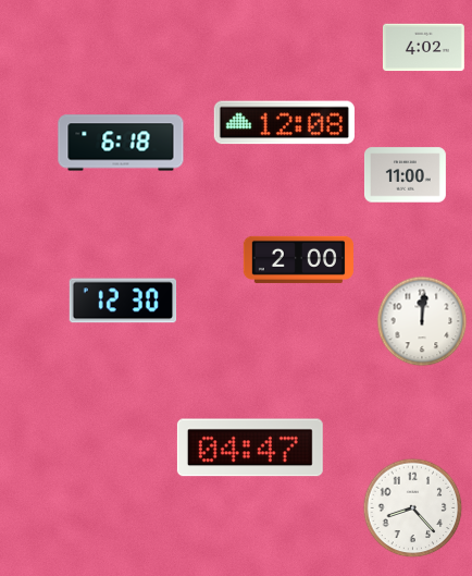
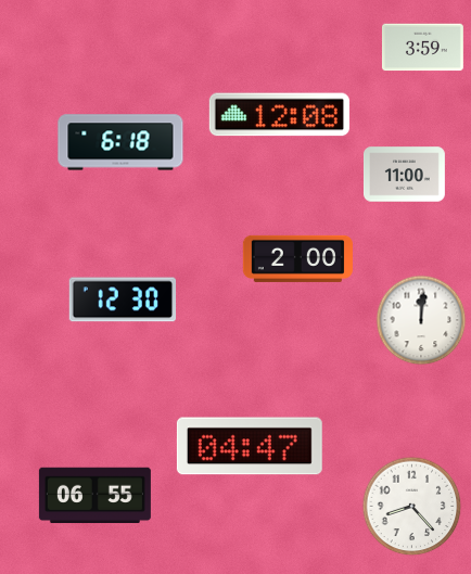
clock at (423, 48): 4:02 -> 3:59
clock at (284, 123) position: (284, 123) -> (279, 115)
clock at (94, 496): none -> 06:55
